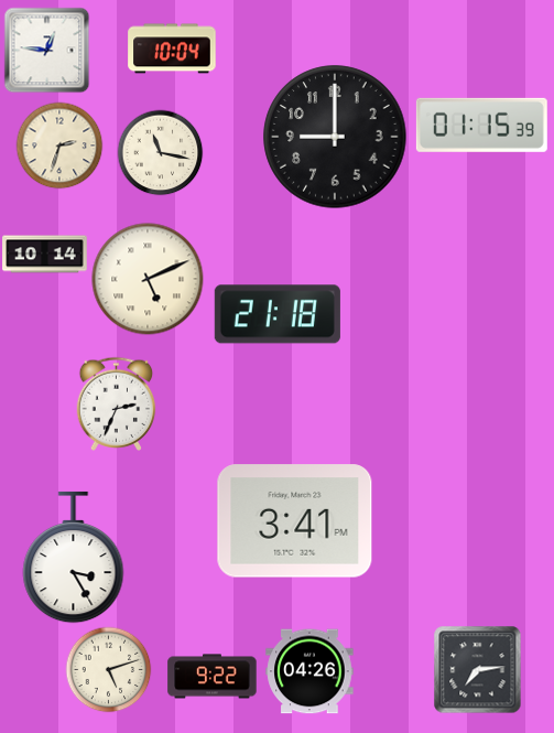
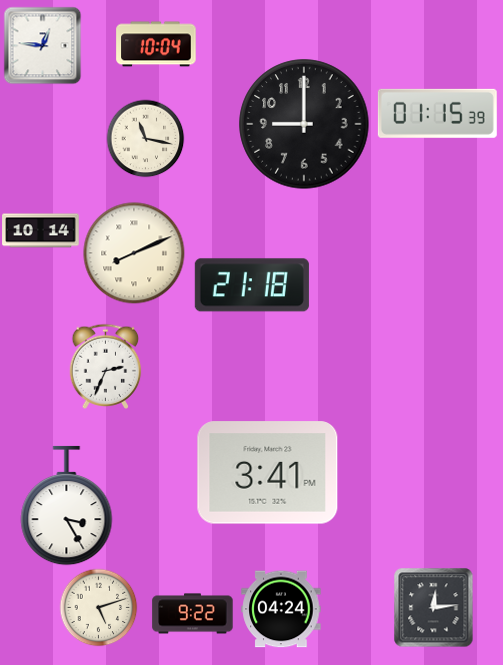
clock at (59, 145): 2:33 -> none
clock at (148, 279): 5:11 -> 8:11
clock at (477, 669): 7:14 -> 12:14
clock at (309, 671): 04:26 -> 04:24
